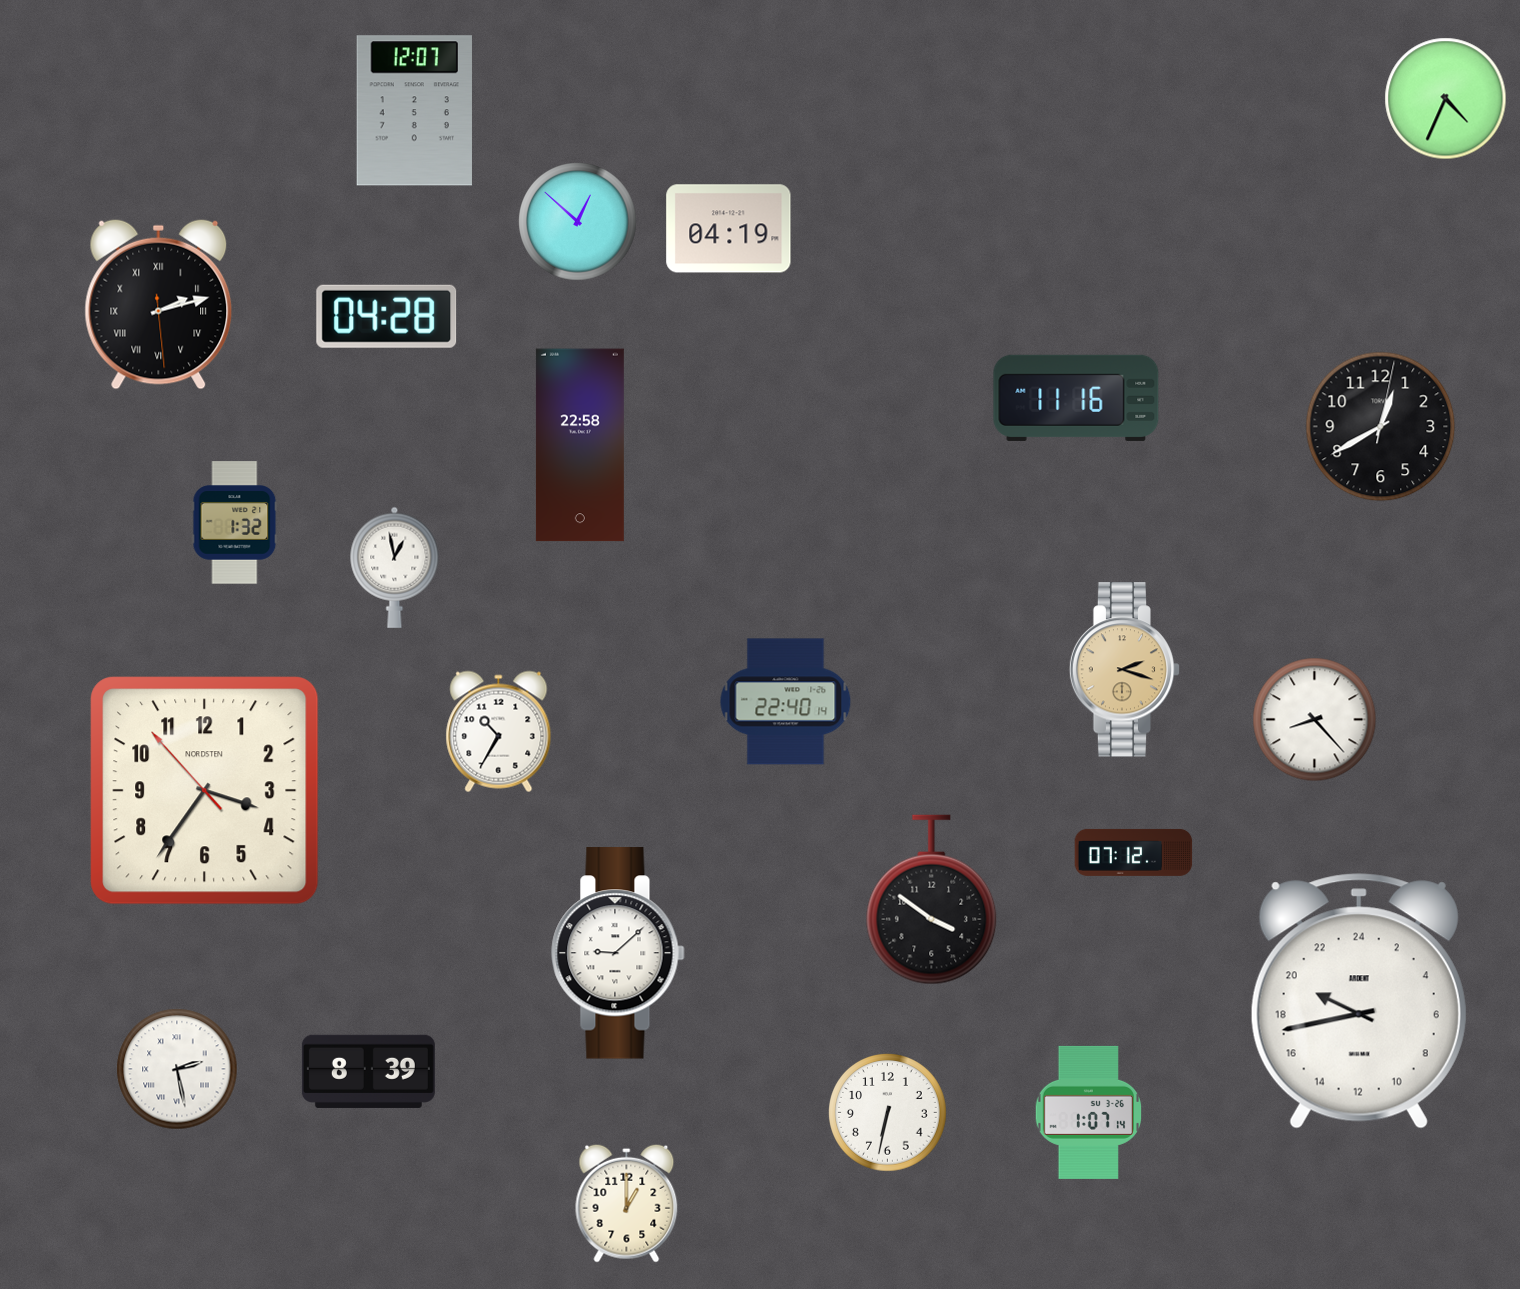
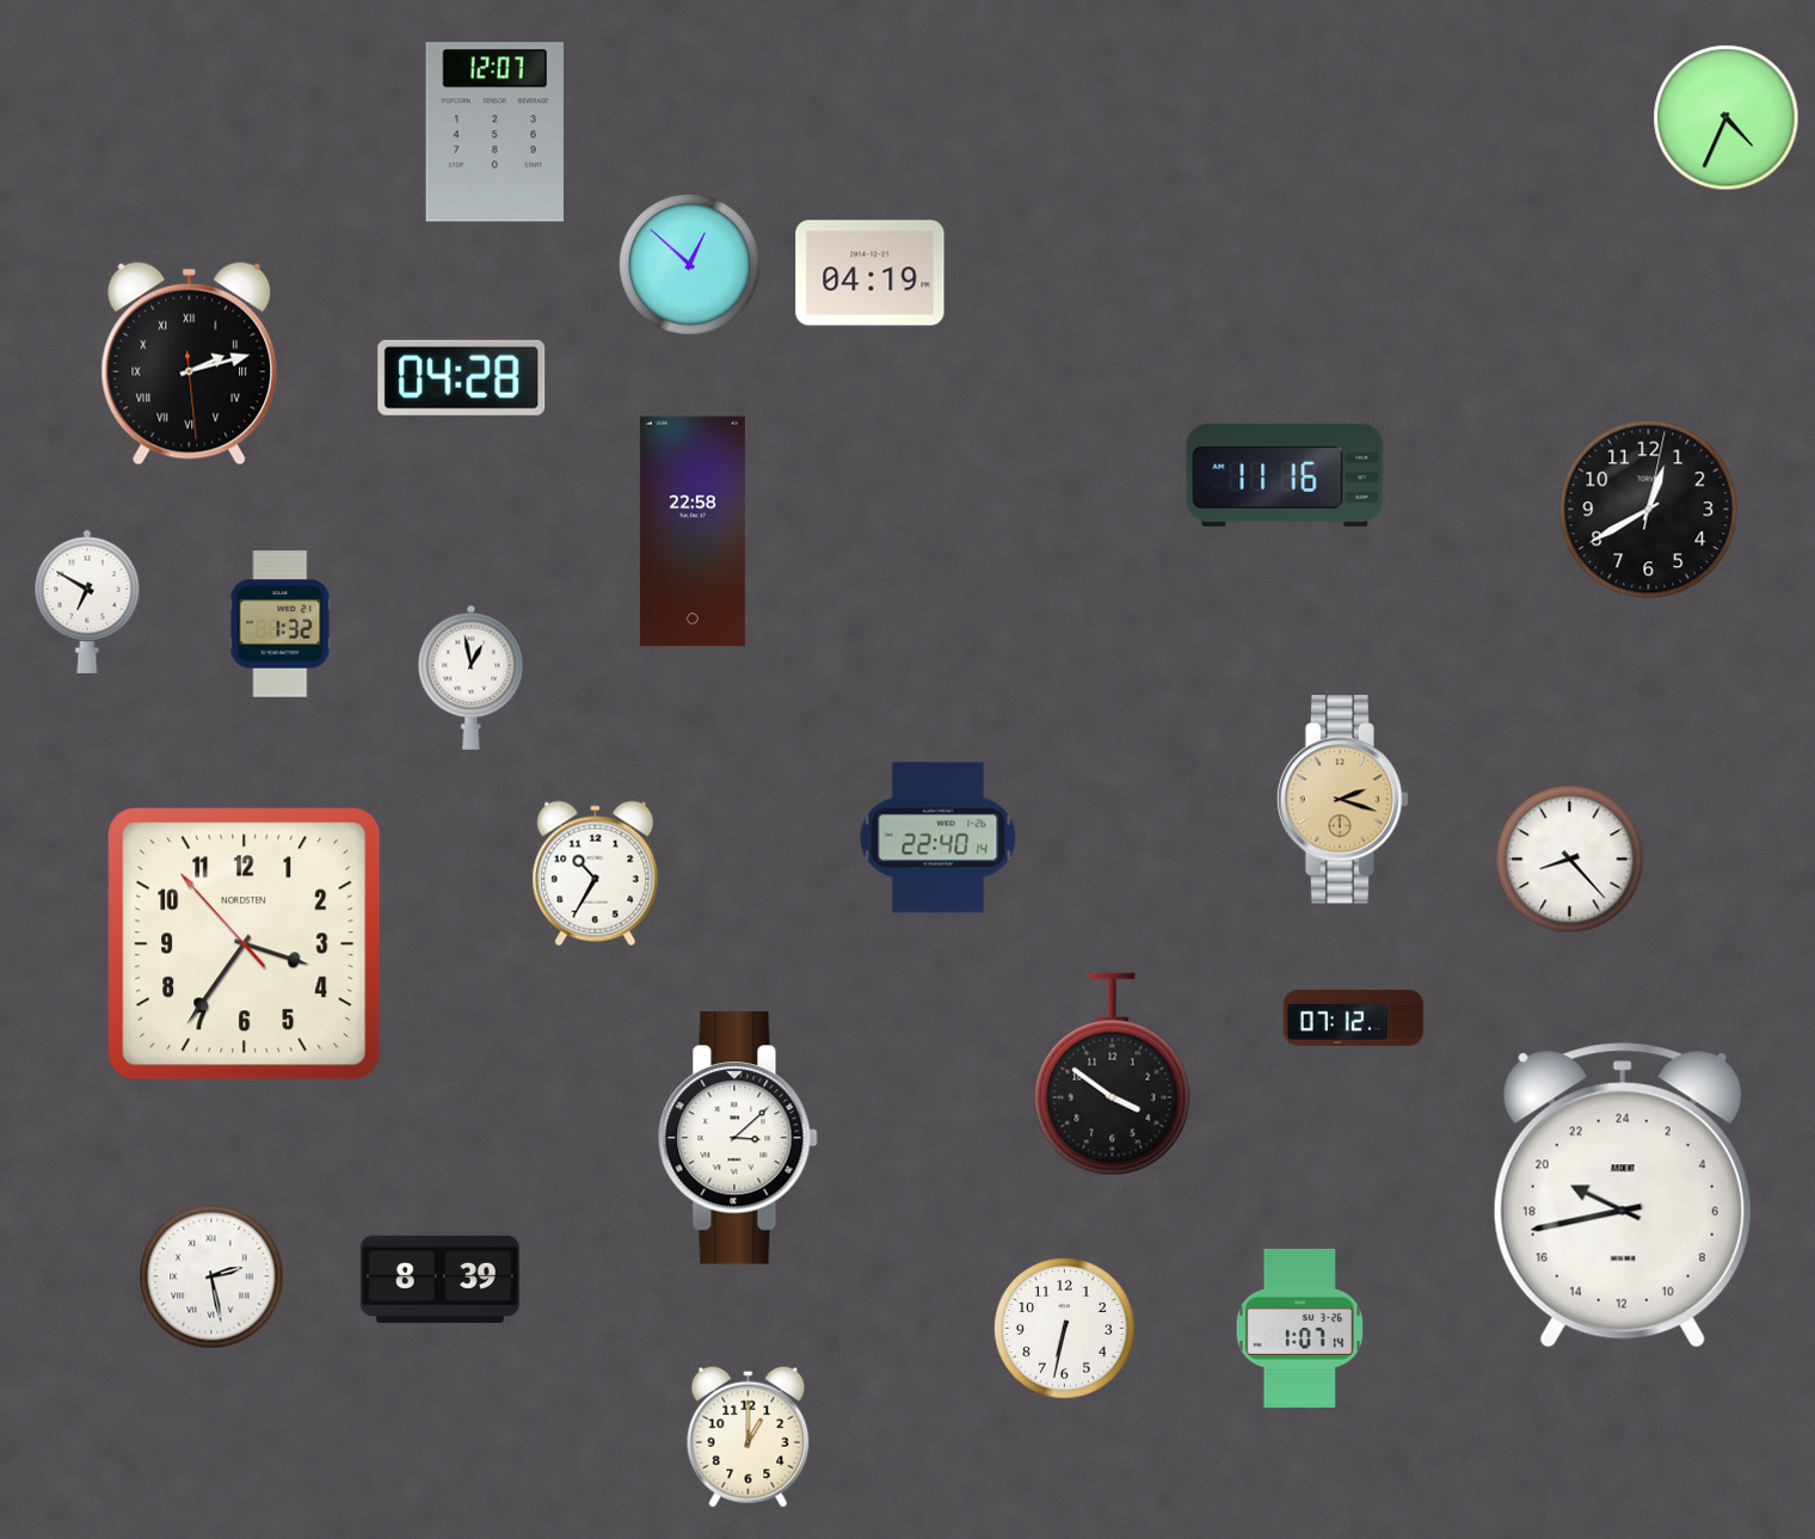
clock at (87, 602): none -> 6:50
clock at (618, 953): 9:08 -> 3:08
clock at (888, 1113) position: (888, 1113) -> (1065, 1329)
